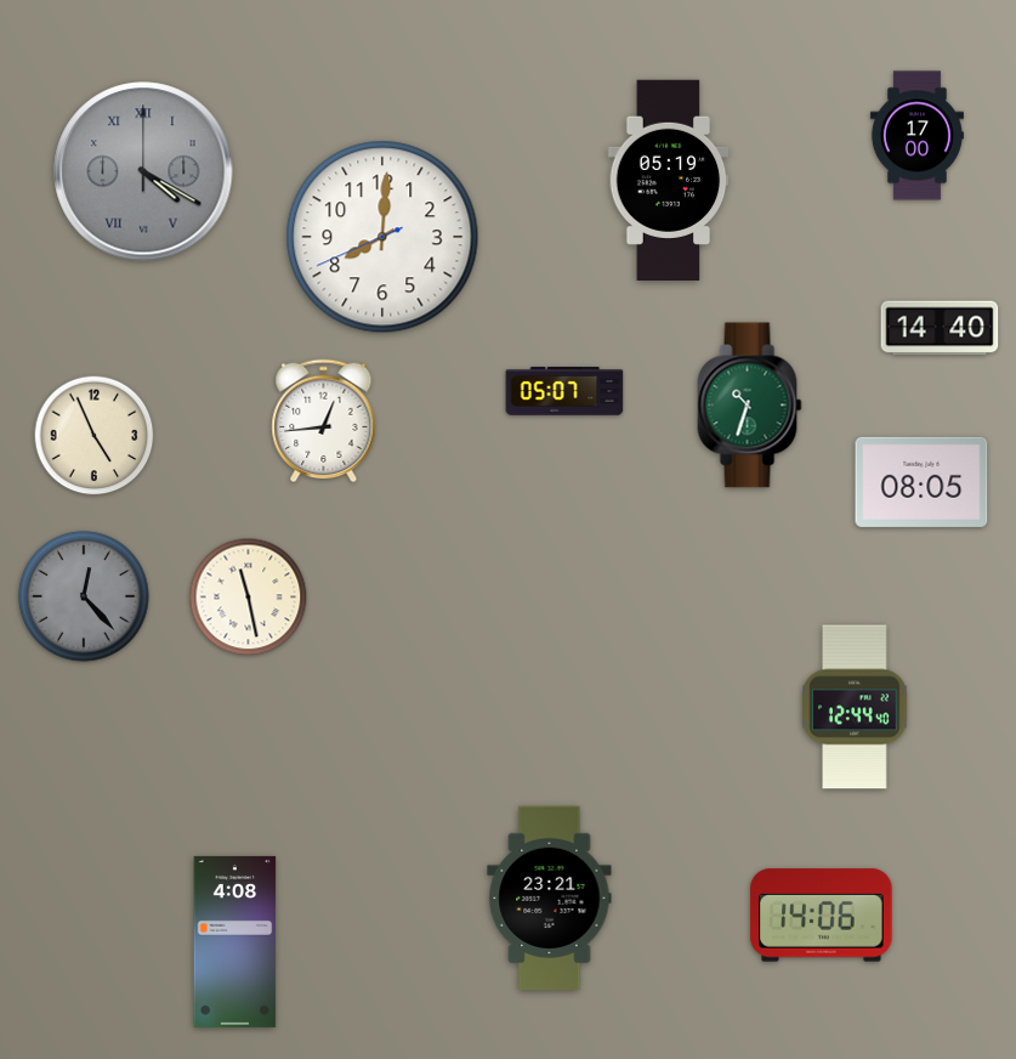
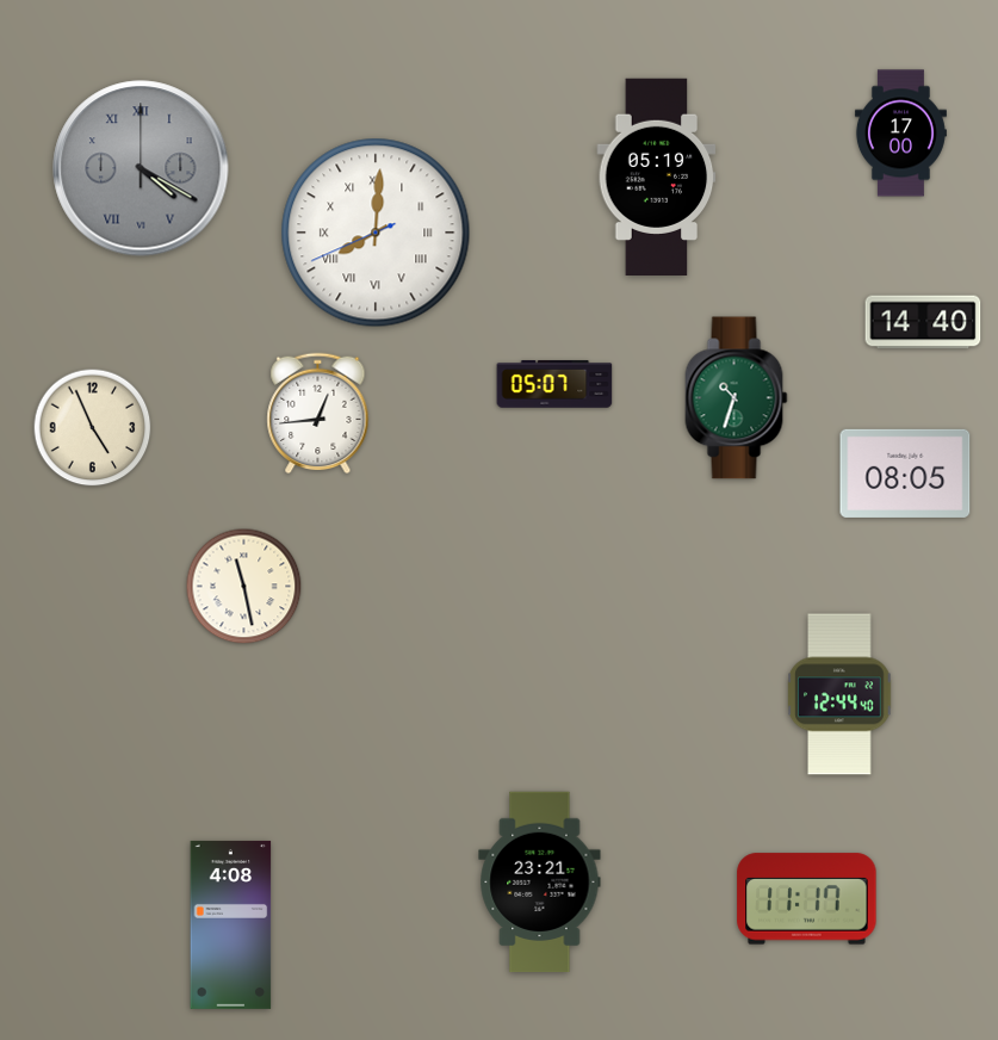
clock at (382, 237) numerals: Arabic -> Roman
clock at (84, 596): 12:23 -> none
clock at (822, 916): 14:06 -> 11:17
